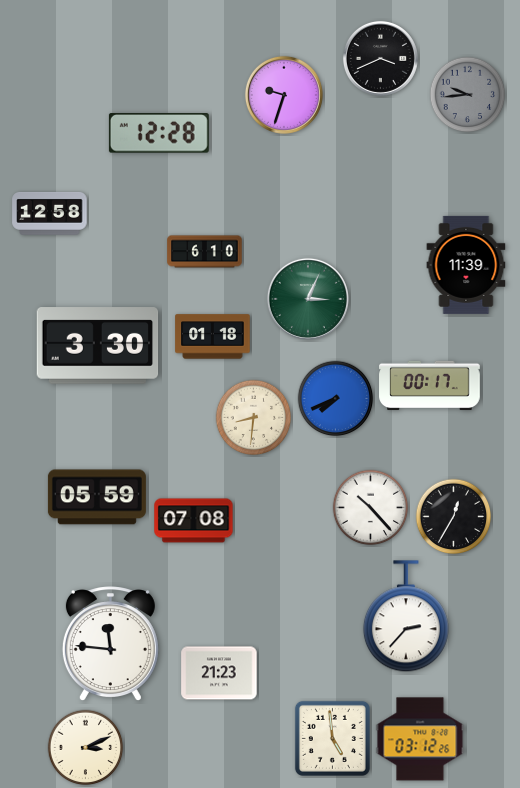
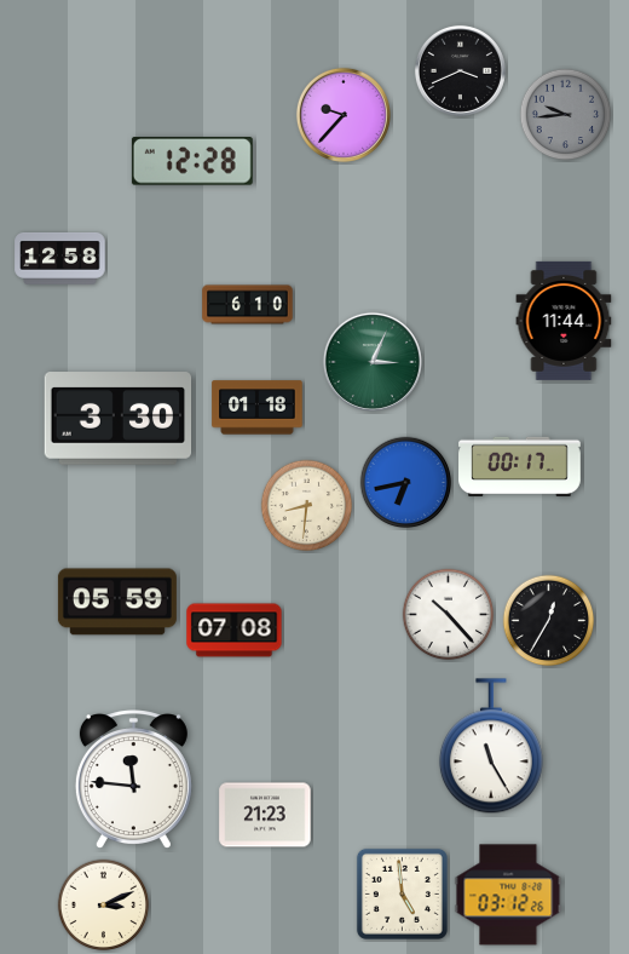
clock at (284, 95): 9:33 -> 9:37
clock at (466, 265): 11:39 -> 11:44
clock at (336, 399): 7:41 -> 6:43
clock at (454, 517) position: (454, 517) -> (549, 621)
clock at (406, 617): 2:37 -> 11:25
